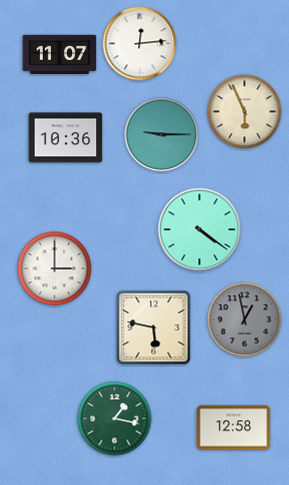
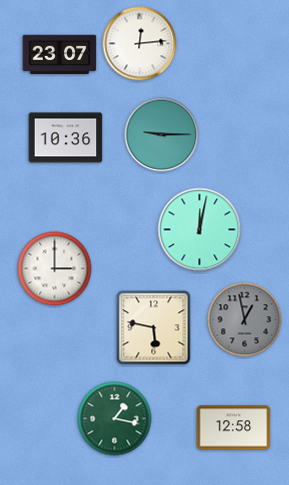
clock at (60, 55): 11:07 -> 23:07
clock at (245, 112): 5:56 -> none
clock at (200, 230): 4:21 -> 12:02
